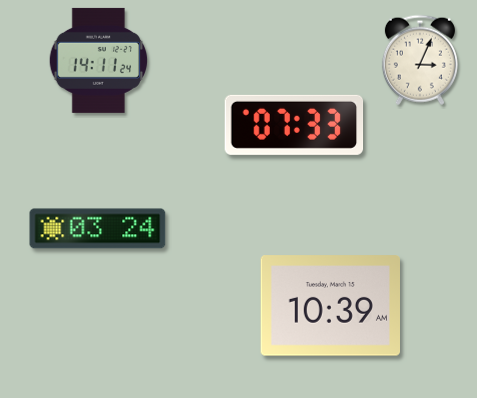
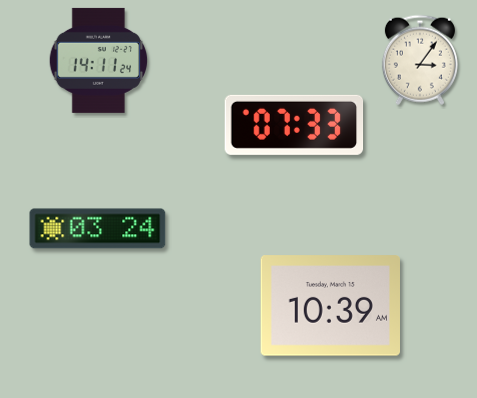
clock at (420, 60): 3:04 -> 3:06
